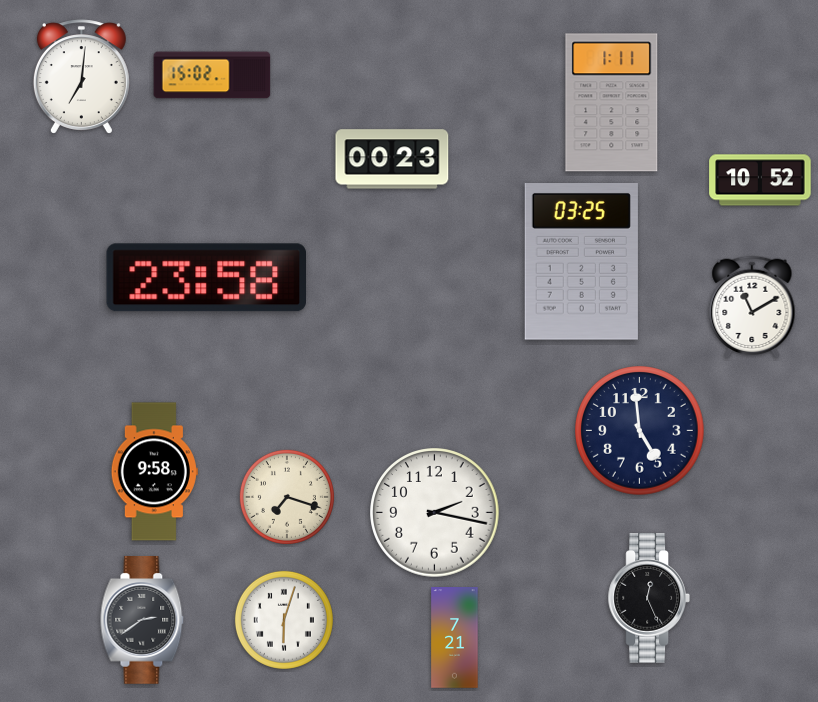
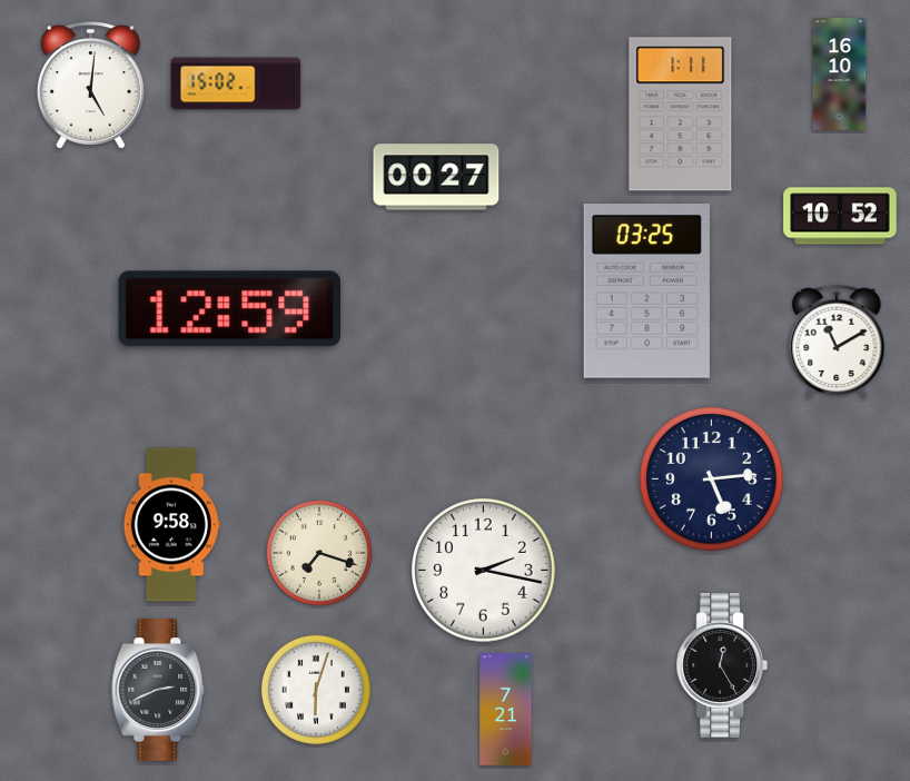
clock at (840, 75): none -> 16:10
clock at (81, 77): 7:01 -> 5:01
clock at (392, 159): 00:23 -> 00:27
clock at (760, 180) position: (760, 180) -> (840, 216)
clock at (206, 278): 23:58 -> 12:59
clock at (640, 431): 4:59 -> 5:14
clock at (649, 598): 12:26 -> 12:25
clock at (142, 621): 2:39 -> 2:41
